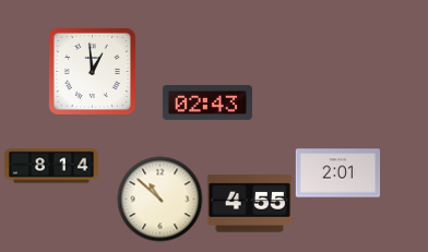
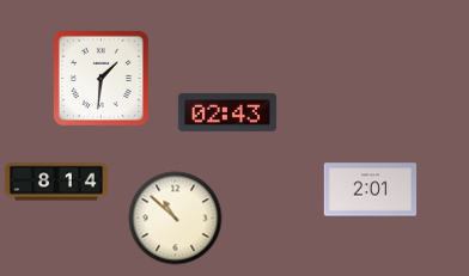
clock at (92, 71): 12:59 -> 1:31
clock at (249, 204): 4:55 -> none
